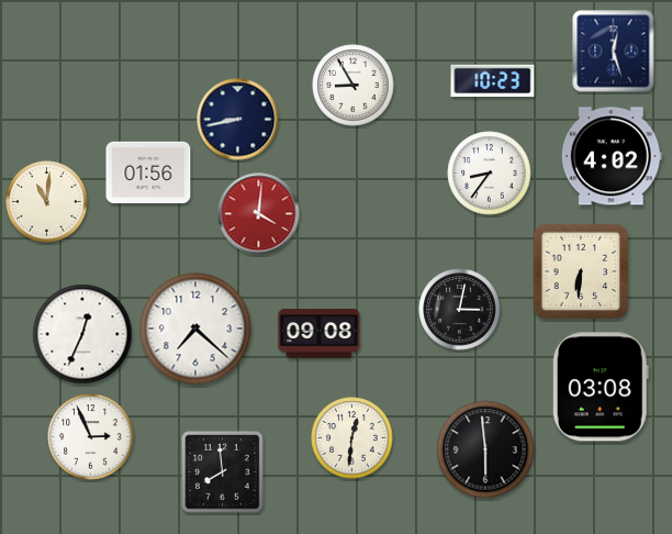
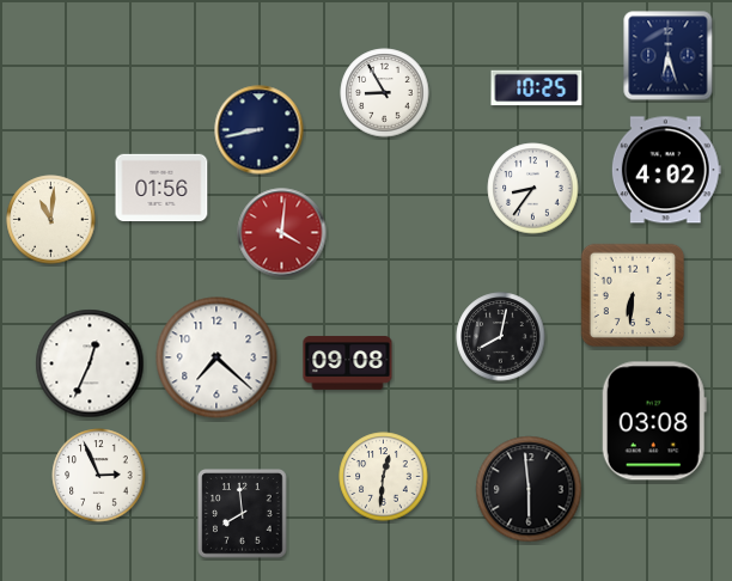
clock at (614, 52): 12:27 -> 6:27
clock at (493, 81): 10:23 -> 10:25
clock at (460, 310): 3:02 -> 8:02
clock at (195, 329) position: (195, 329) -> (216, 357)
